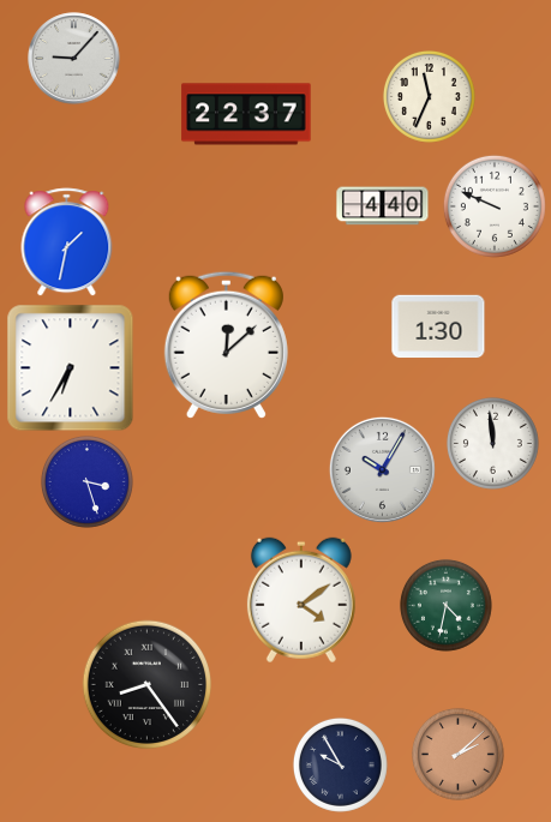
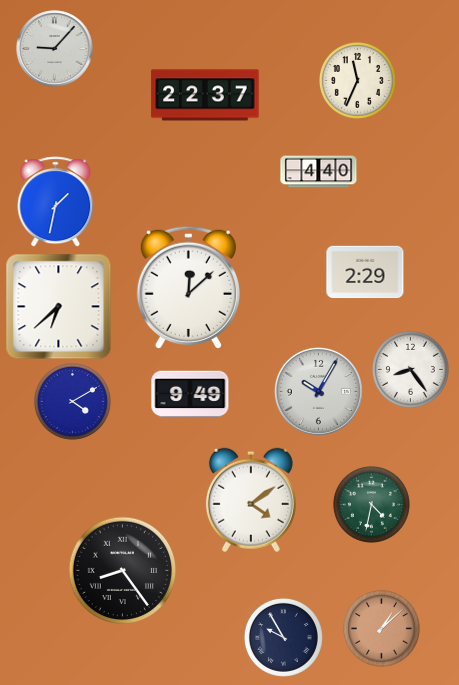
clock at (74, 59) position: (74, 59) -> (55, 49)
clock at (495, 206): 9:49 -> none
clock at (438, 326): 1:30 -> 2:29
clock at (71, 368): 6:35 -> 6:38
clock at (492, 443): 11:59 -> 8:24
clock at (190, 394): none -> 9:49
clock at (86, 481): 3:27 -> 4:10
clock at (457, 754): 2:08 -> 1:08
